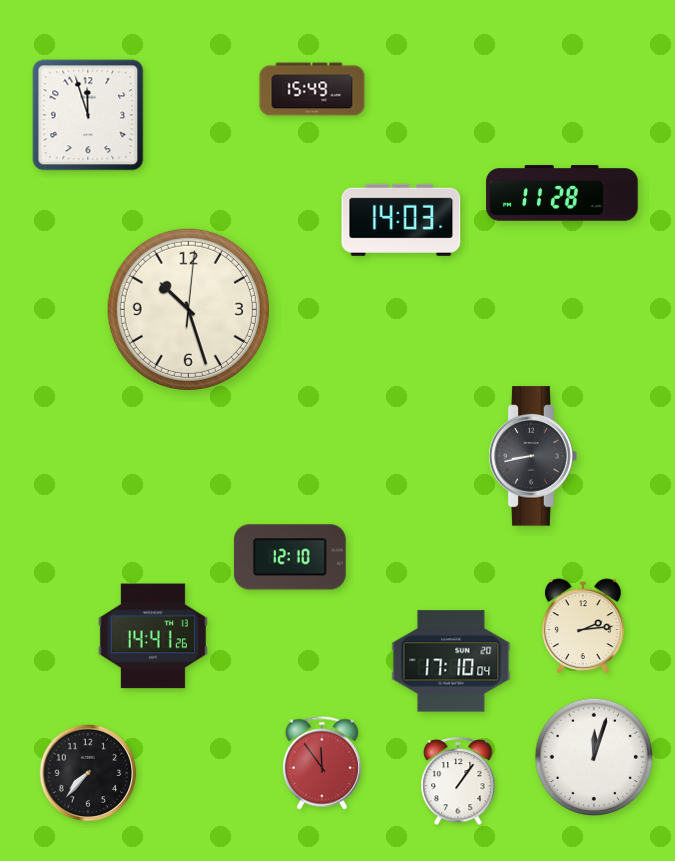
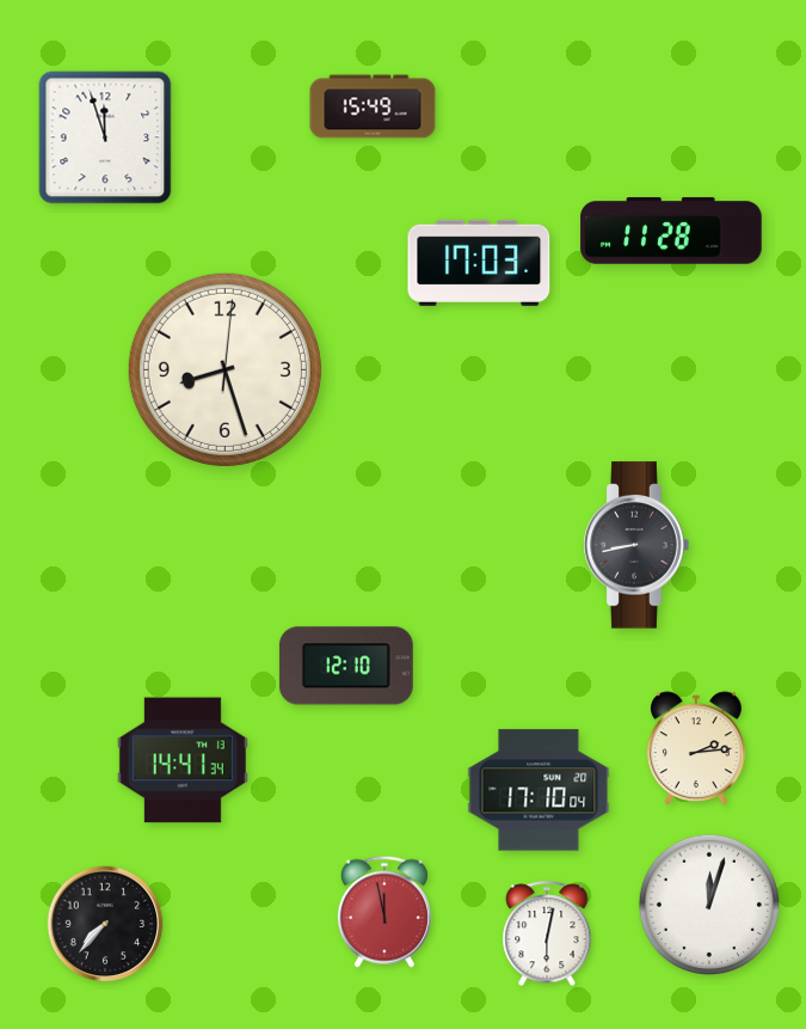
clock at (401, 220): 14:03 -> 17:03
clock at (188, 309): 10:27 -> 8:27
clock at (153, 636): 14:41:26 -> 14:41:34
clock at (322, 763): 11:54 -> 11:58
clock at (458, 782): 1:06 -> 6:02
